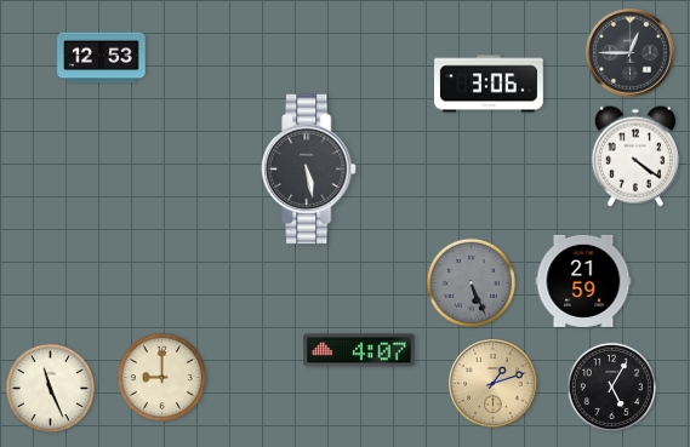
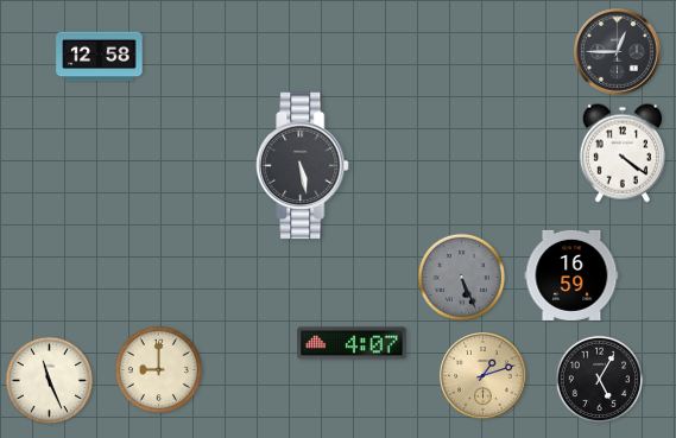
clock at (102, 58): 12:53 -> 12:58
clock at (490, 84): 3:06 -> none
clock at (583, 281): 21:59 -> 16:59
